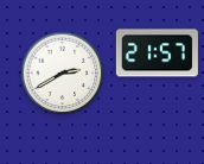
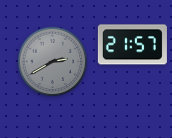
clock at (63, 74) dial: white -> grey
